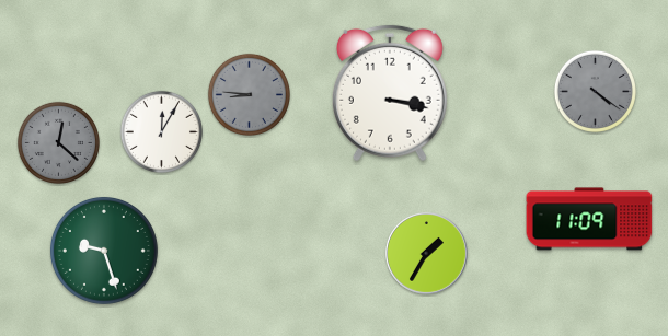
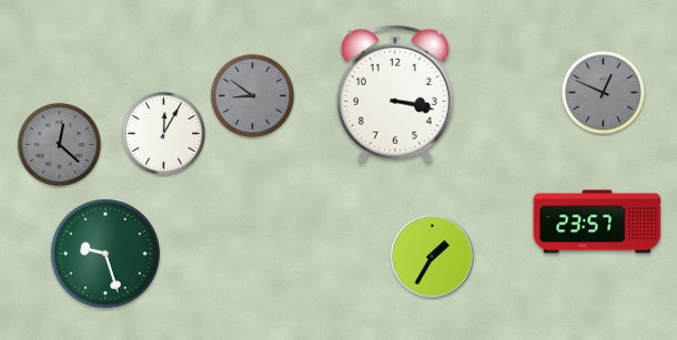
clock at (595, 91): 4:21 -> 12:49
clock at (249, 94): 8:46 -> 8:51
clock at (589, 219): 11:09 -> 23:57
